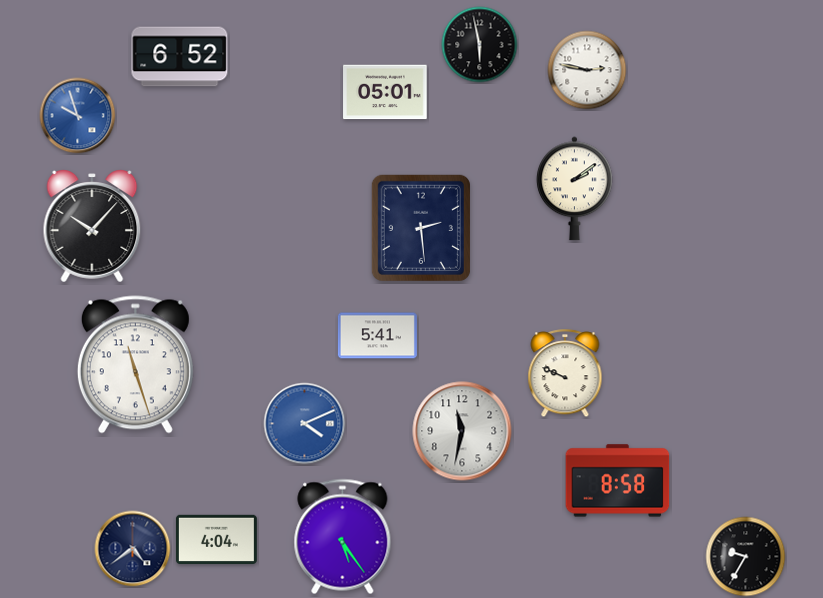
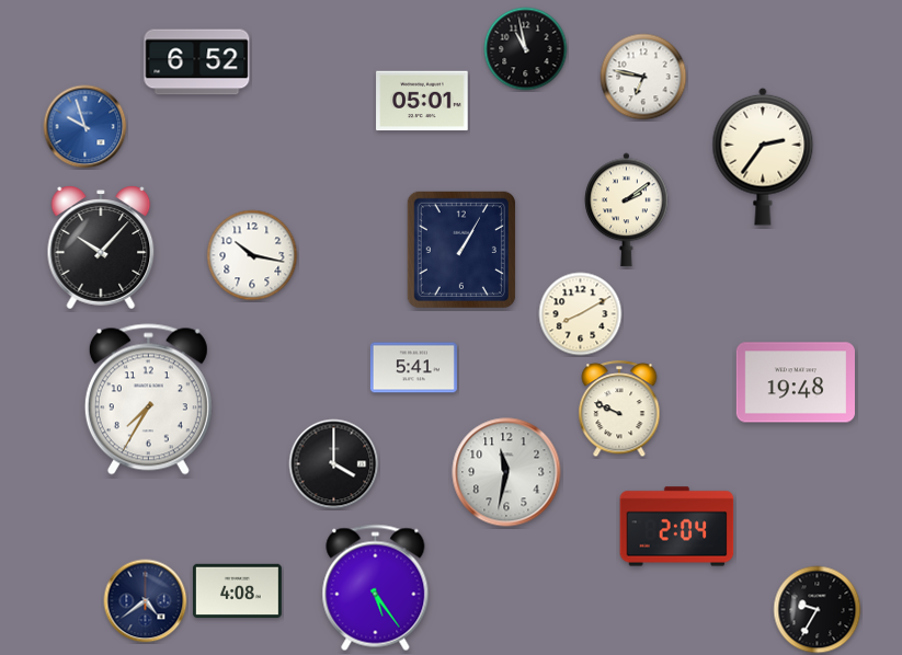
clock at (480, 45): 5:58 -> 10:58
clock at (587, 70): 2:47 -> 6:47
clock at (763, 157): none -> 2:36
clock at (575, 189) position: (575, 189) -> (627, 210)
clock at (421, 228): 2:29 -> 1:05
clock at (252, 255): none -> 10:17
clock at (581, 314): none -> 8:10
clock at (796, 382): none -> 19:48
clock at (135, 365): 11:27 -> 7:35
clock at (305, 424): 4:11 -> 4:00
clock at (305, 424) dial: blue -> black
clock at (618, 481): 8:58 -> 2:04
clock at (216, 539): 4:04 -> 4:08
